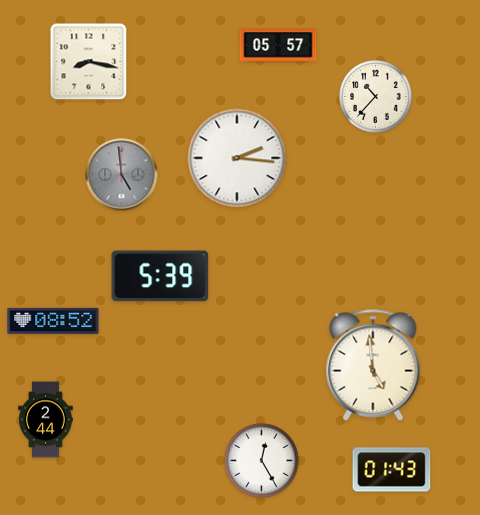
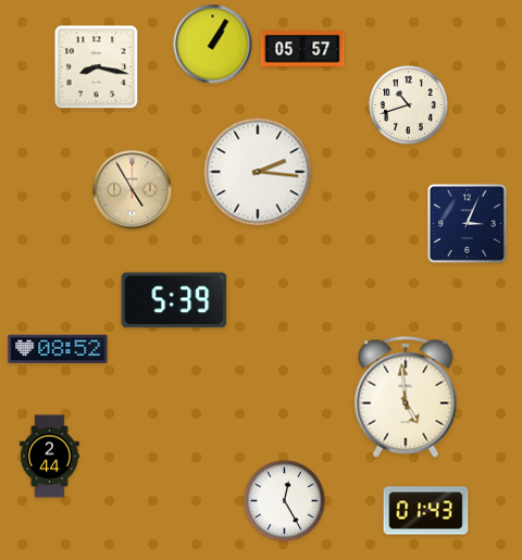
clock at (213, 45): none -> 1:05
clock at (376, 97): 10:37 -> 10:42
clock at (122, 175): 4:59 -> 4:55
clock at (122, 175) dial: grey -> champagne
clock at (467, 223): none -> 3:04
